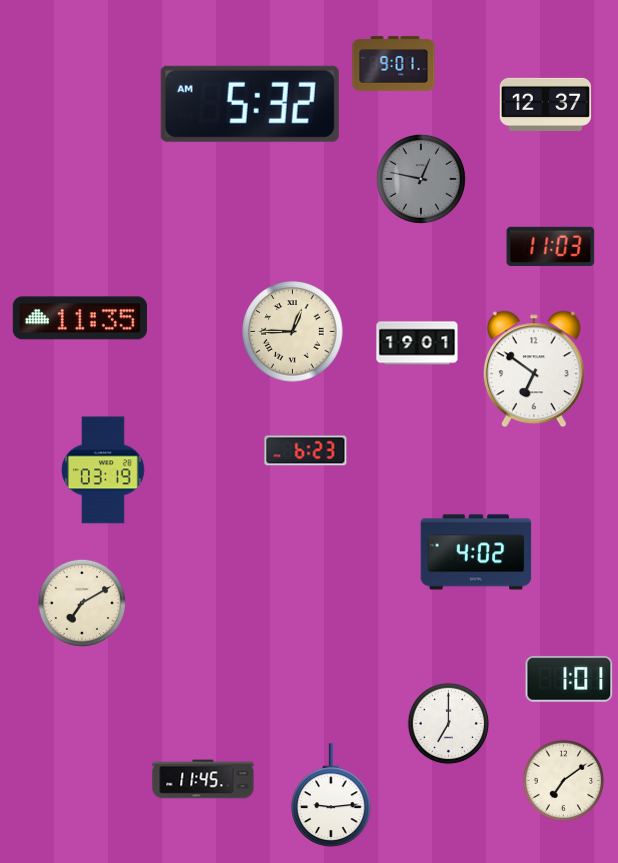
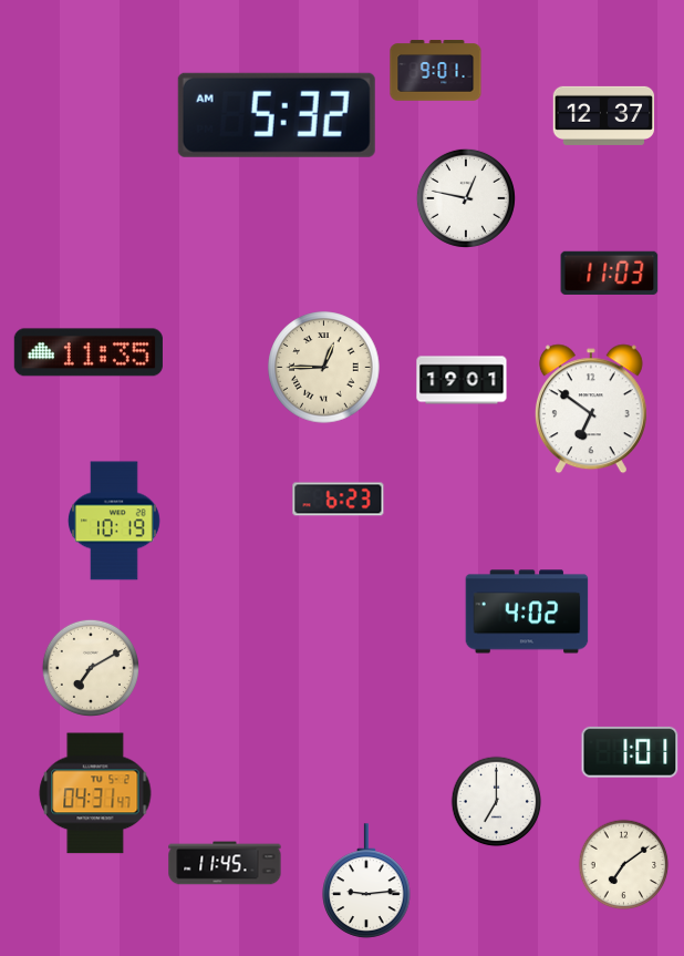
clock at (421, 179) dial: grey -> white
clock at (103, 470): 03:19 -> 10:19
clock at (95, 793): none -> 04:31
